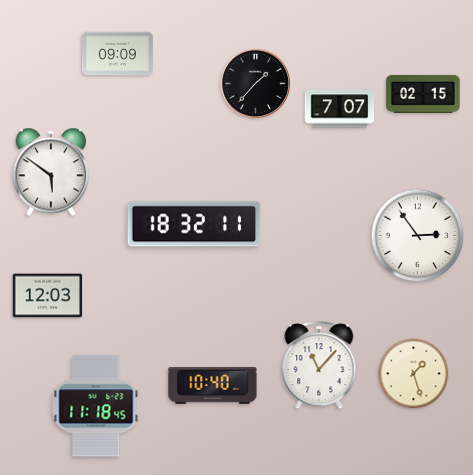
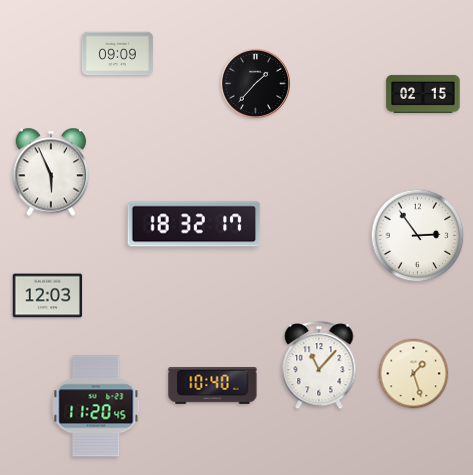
clock at (340, 109): 7:07 -> none
clock at (51, 172): 5:51 -> 5:56
clock at (194, 224): 18:32:11 -> 18:32:17
clock at (96, 406): 11:18 -> 11:20
